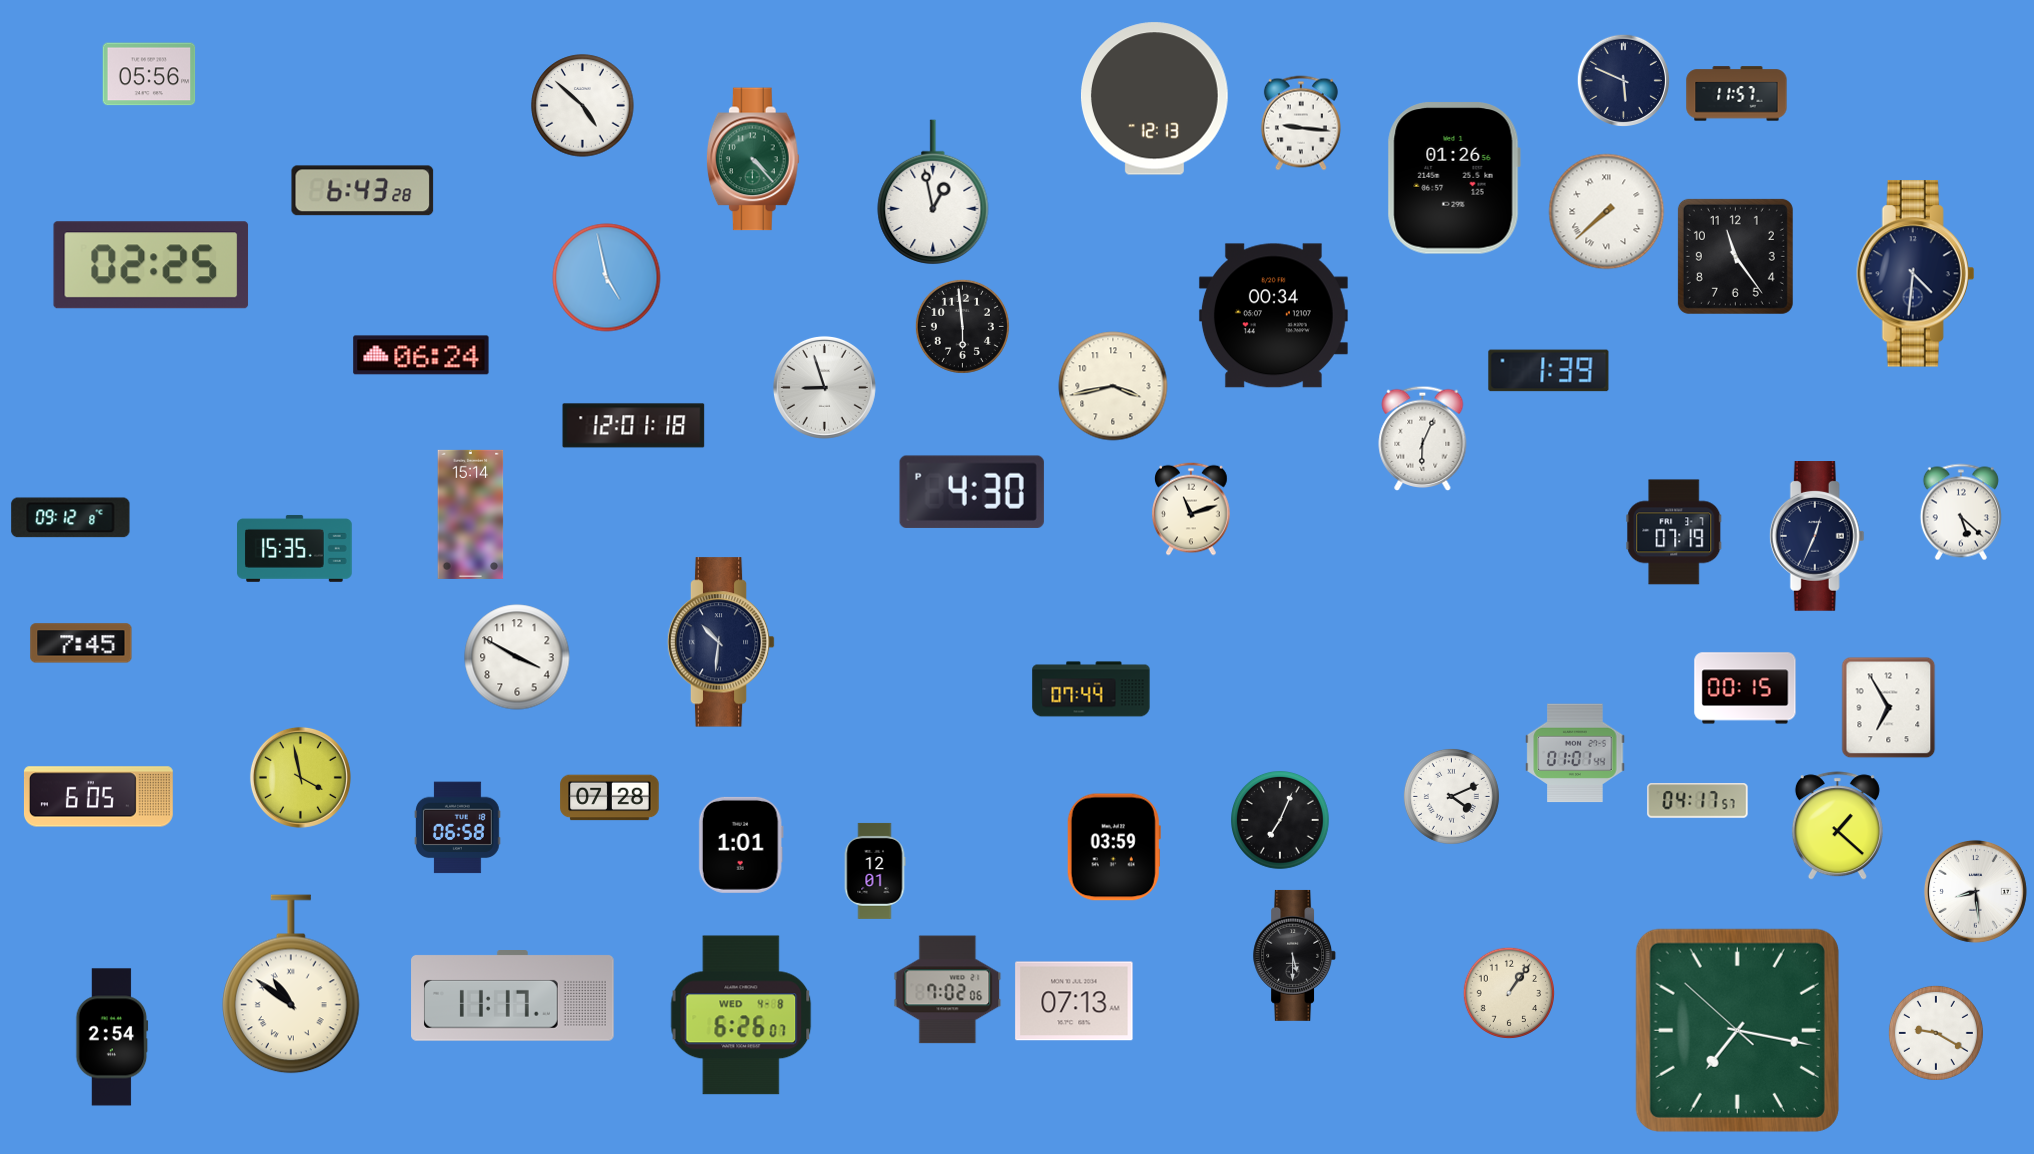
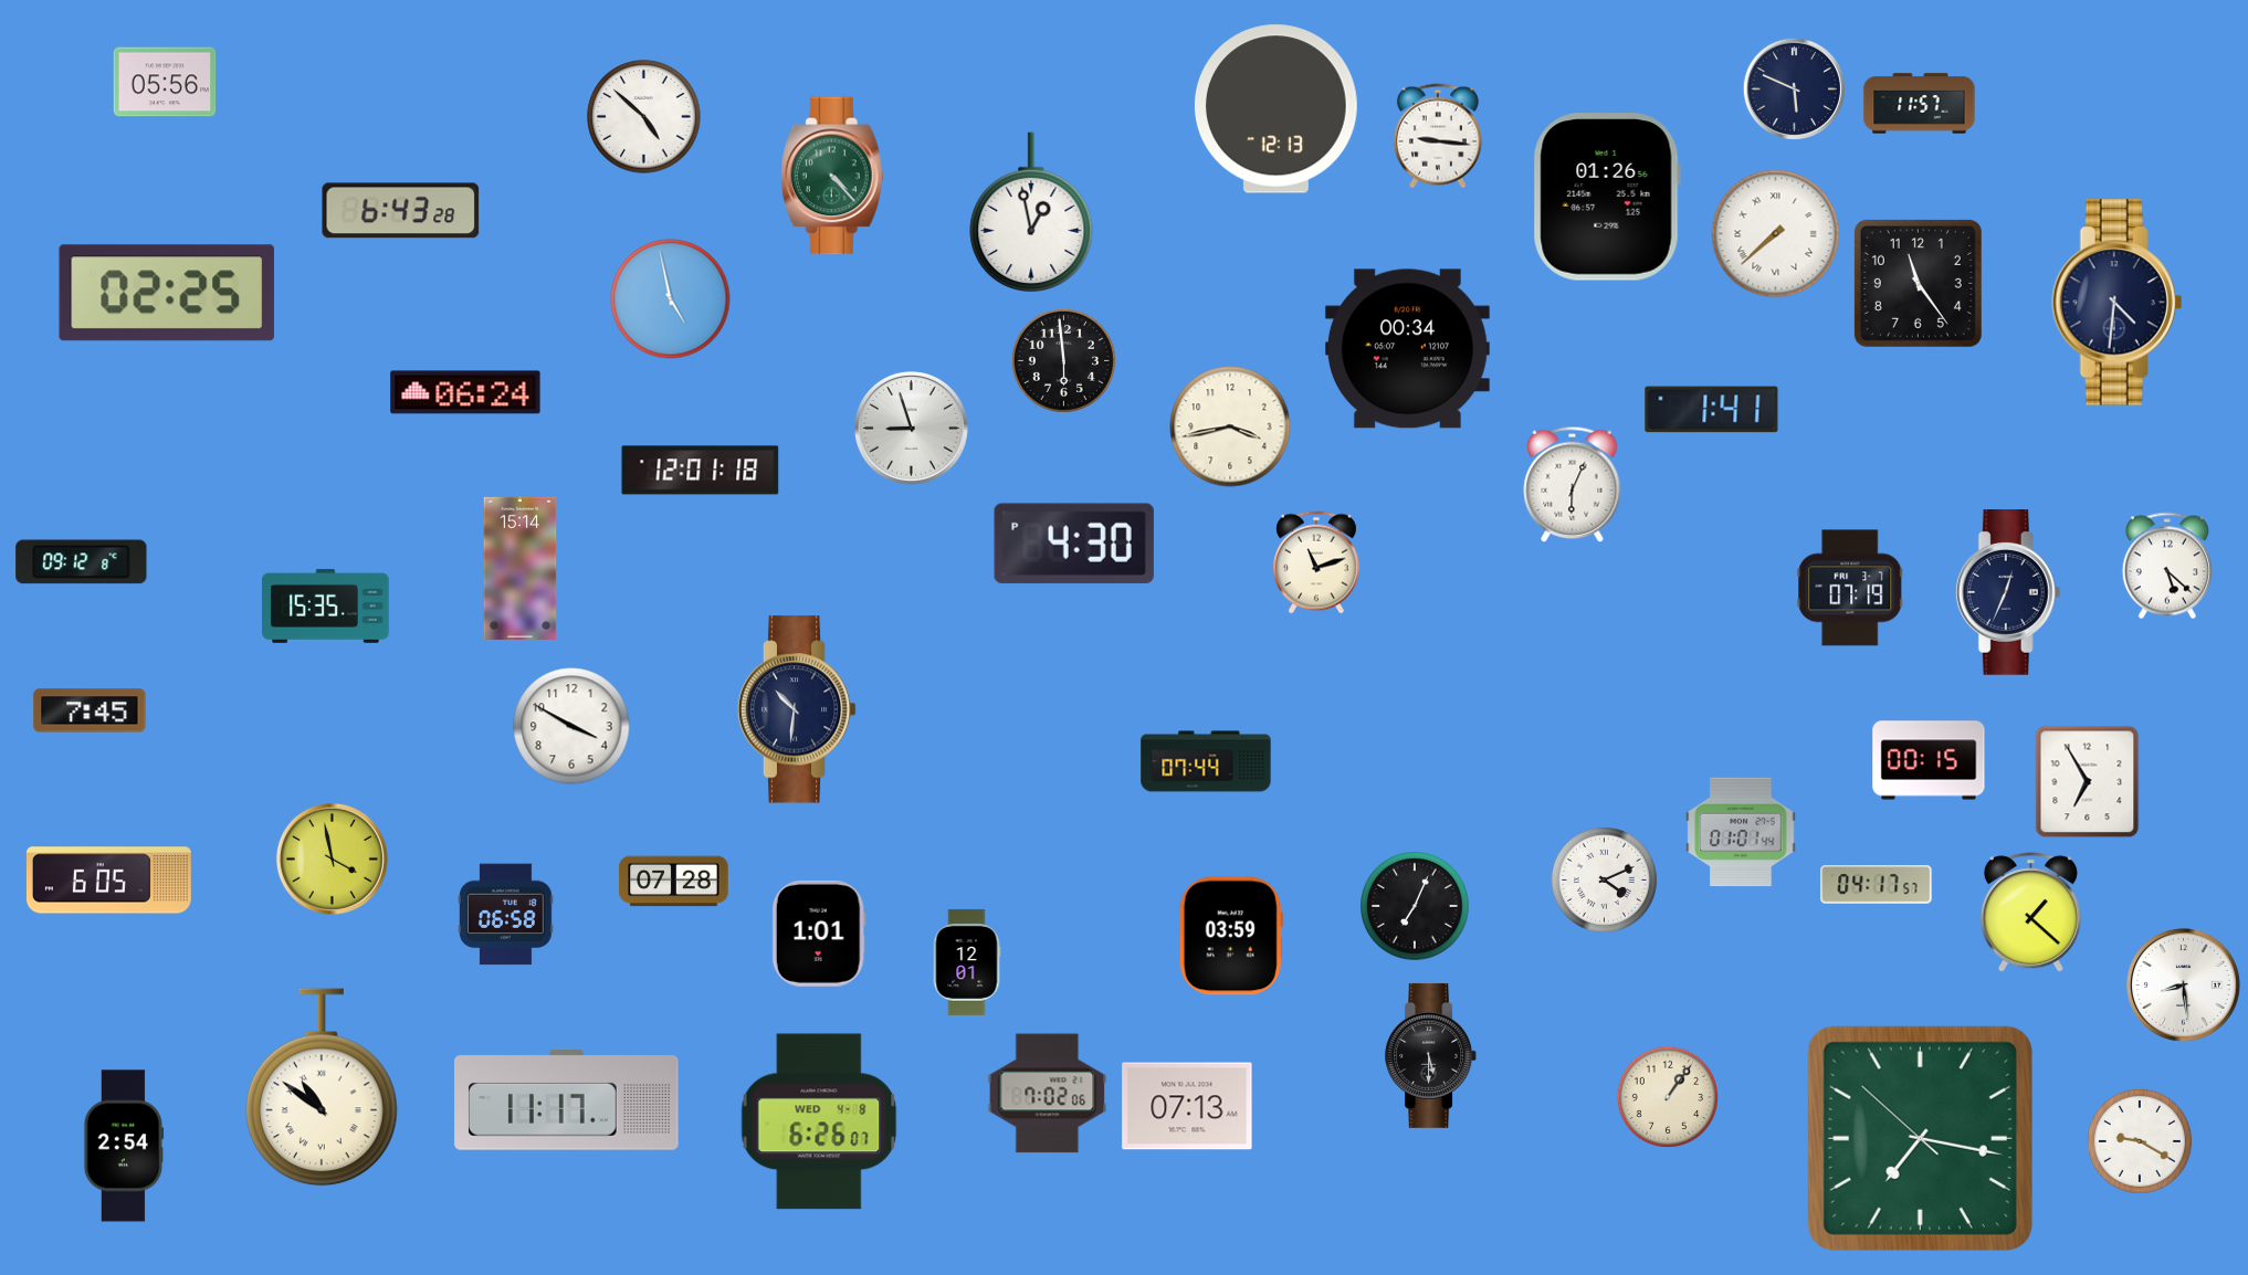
clock at (607, 278) position: (607, 278) -> (671, 299)
clock at (1549, 371): 1:39 -> 1:41
clock at (71, 518) position: (71, 518) -> (82, 562)
